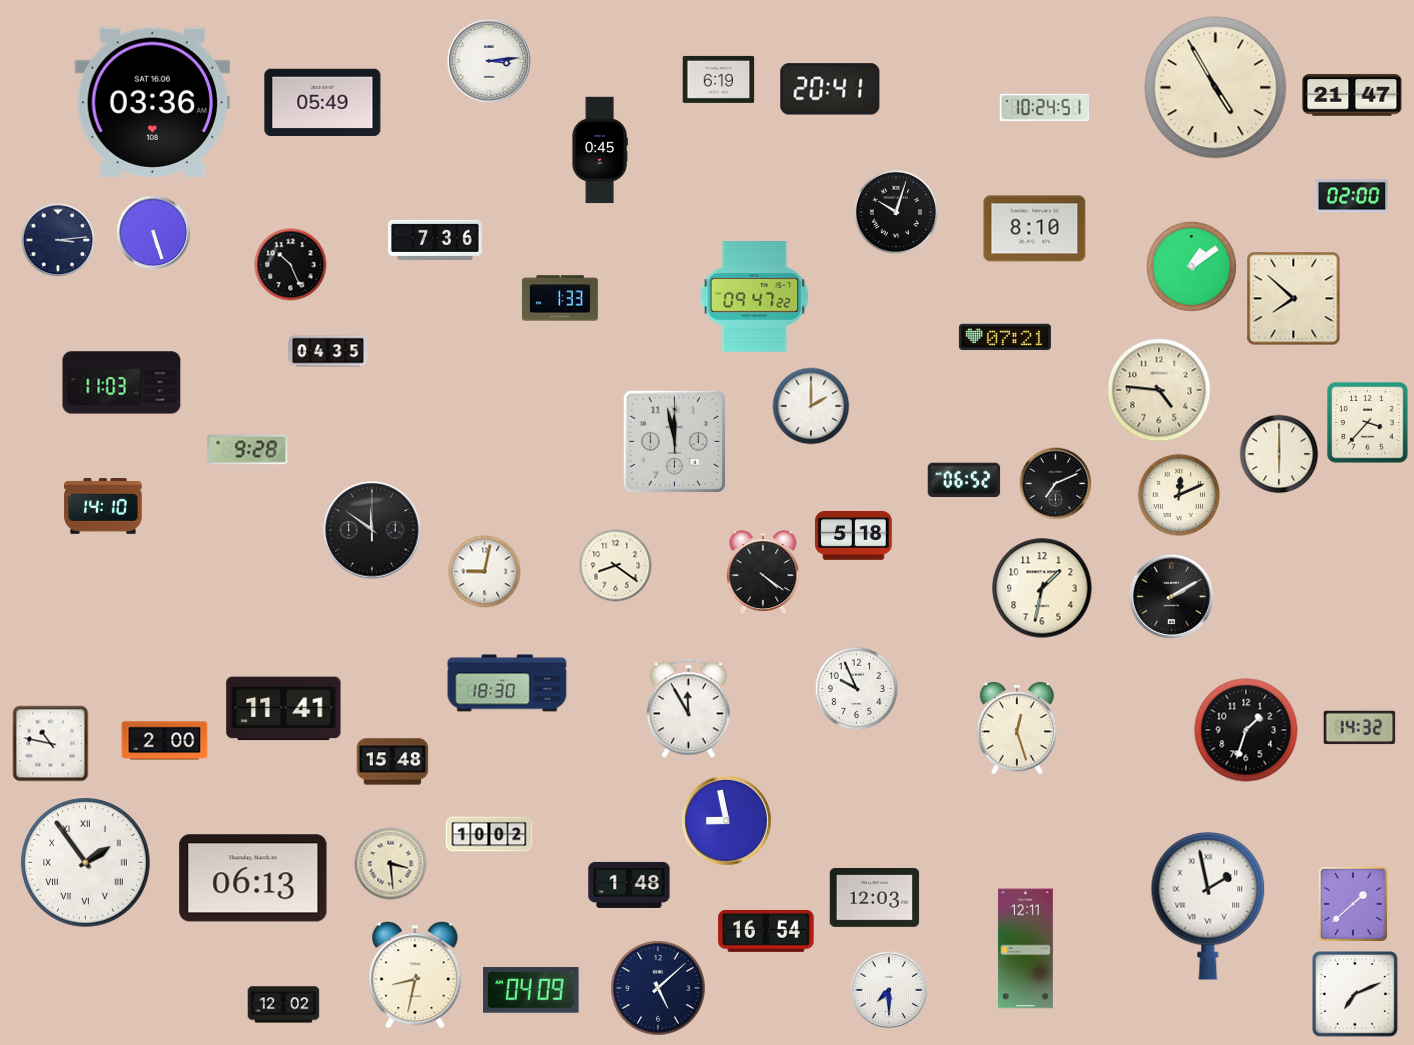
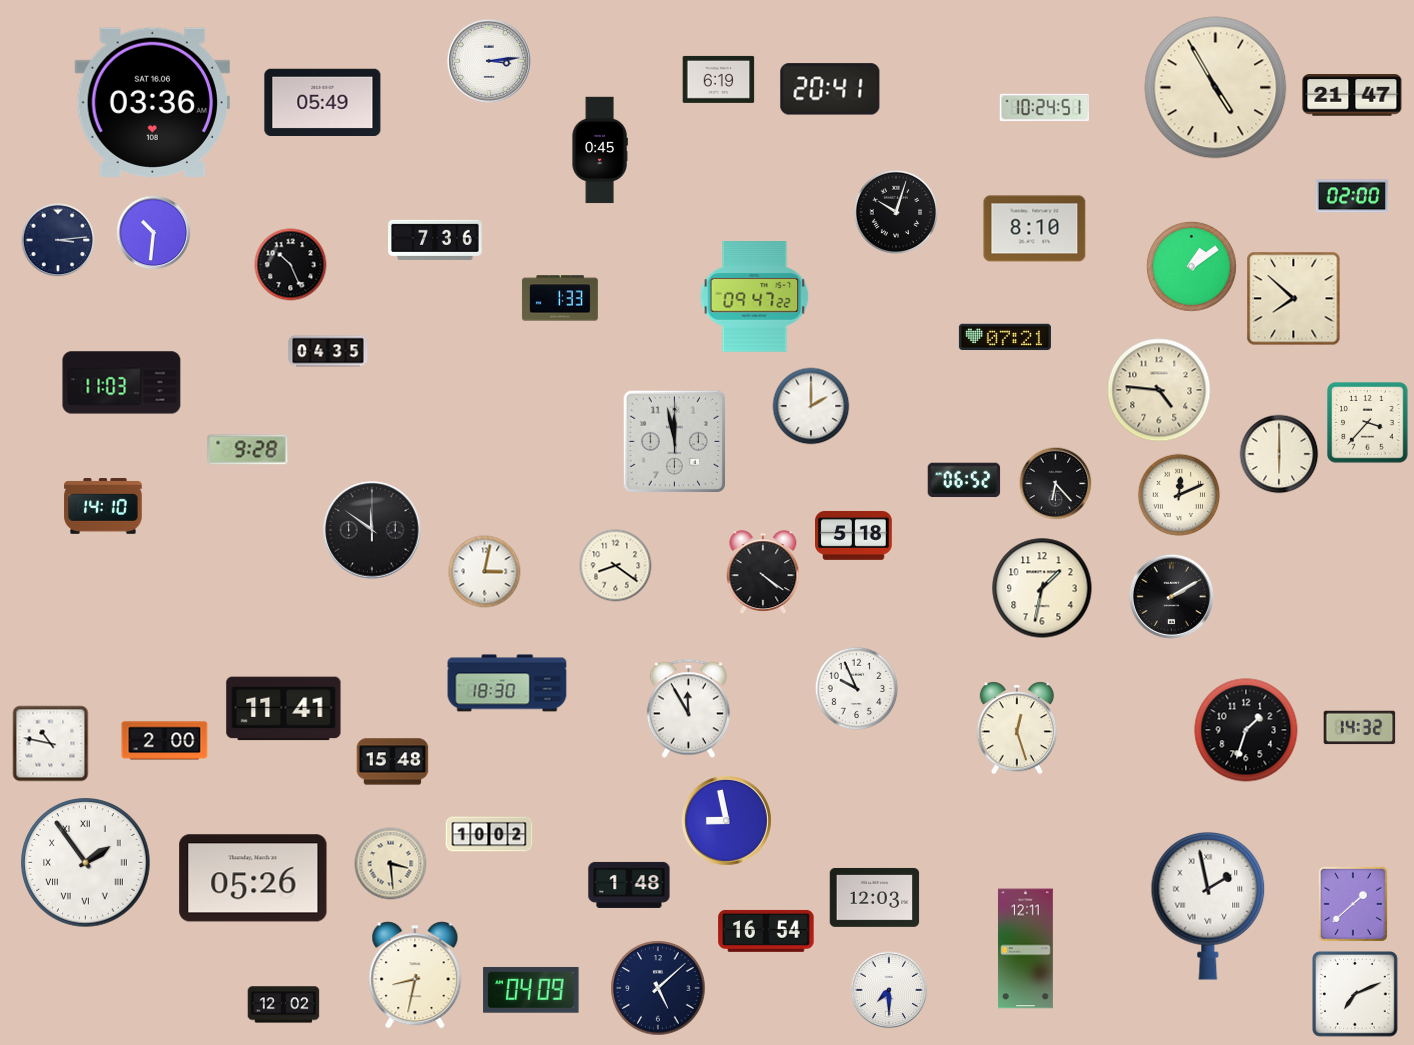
clock at (154, 233): 5:27 -> 10:31
clock at (1056, 484): 7:11 -> 6:23
clock at (485, 572): 9:02 -> 3:02
clock at (253, 878): 06:13 -> 05:26
